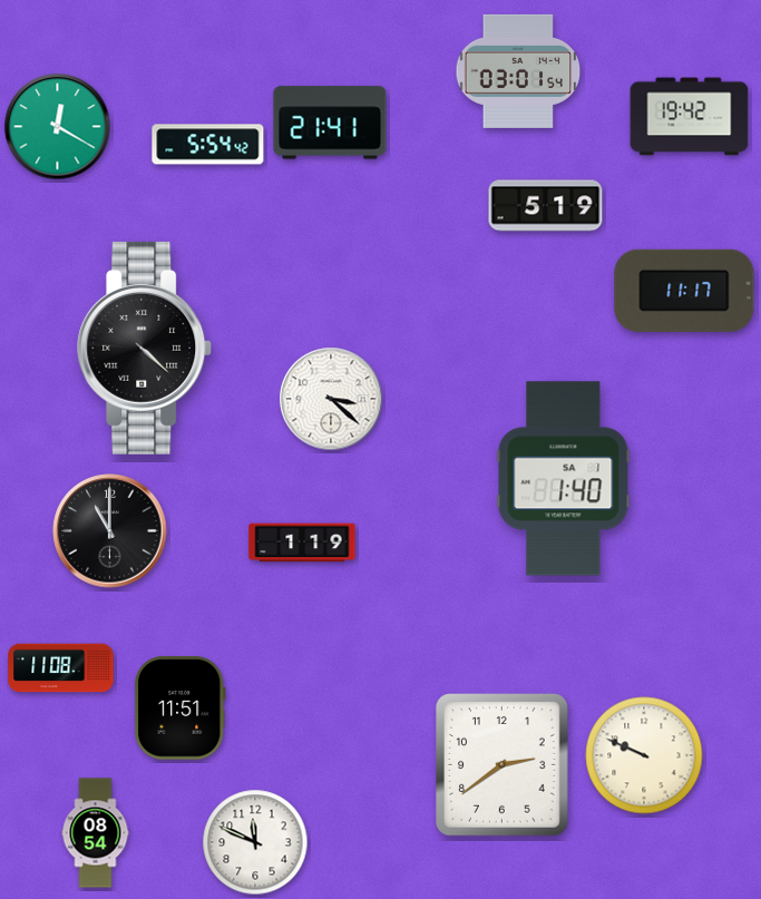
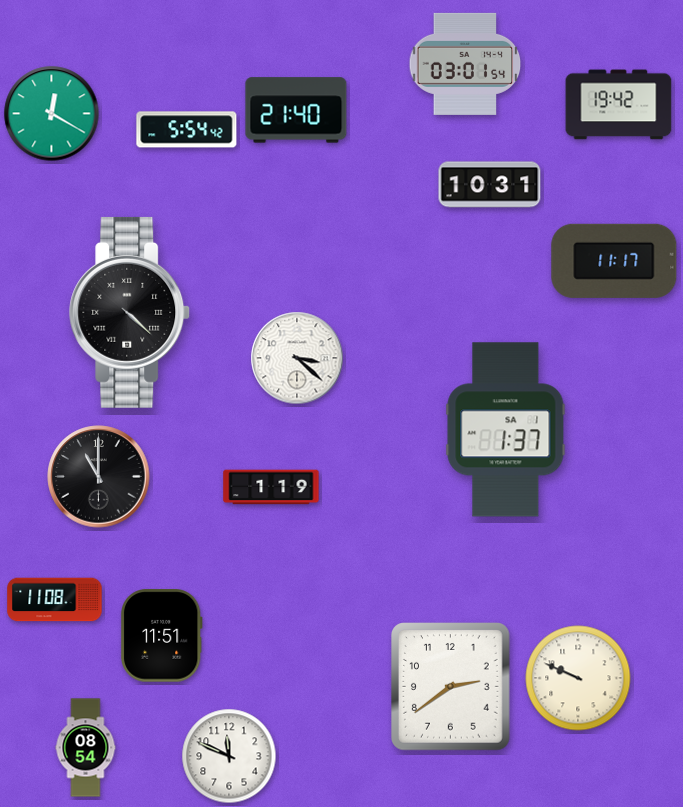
clock at (330, 123): 21:41 -> 21:40
clock at (546, 206): 5:19 -> 10:31
clock at (564, 479): 1:40 -> 1:37
